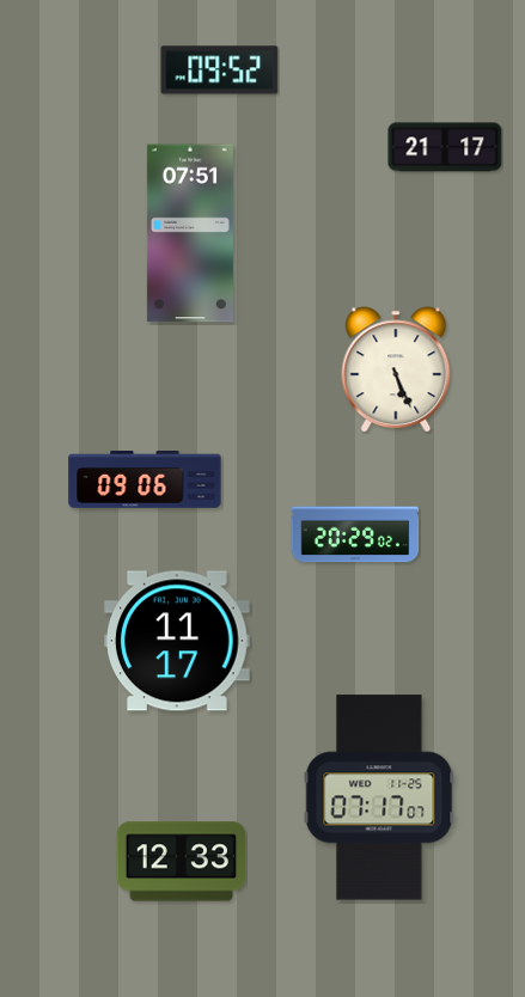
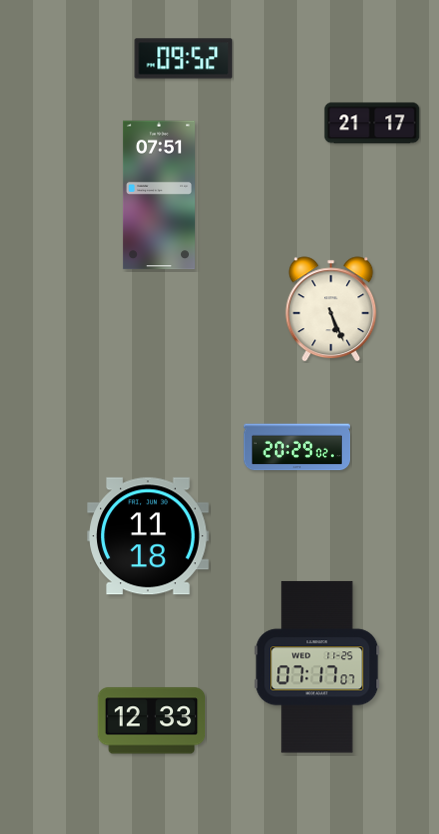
clock at (145, 481): 09:06 -> none
clock at (177, 641): 11:17 -> 11:18
